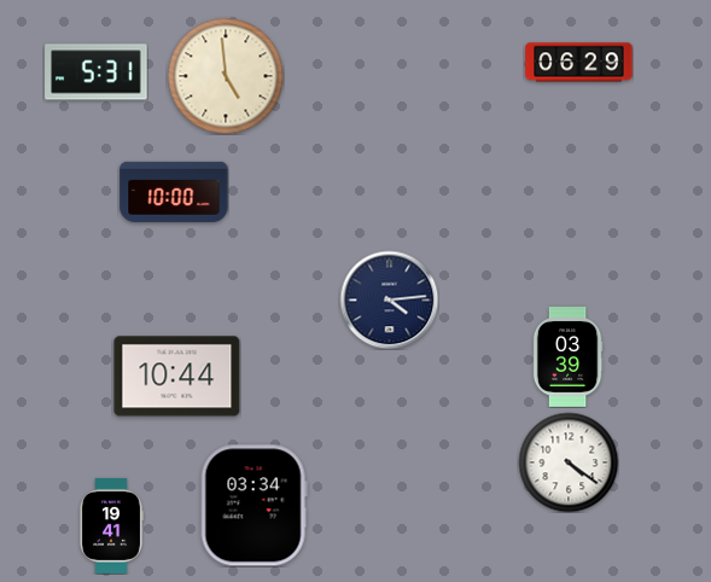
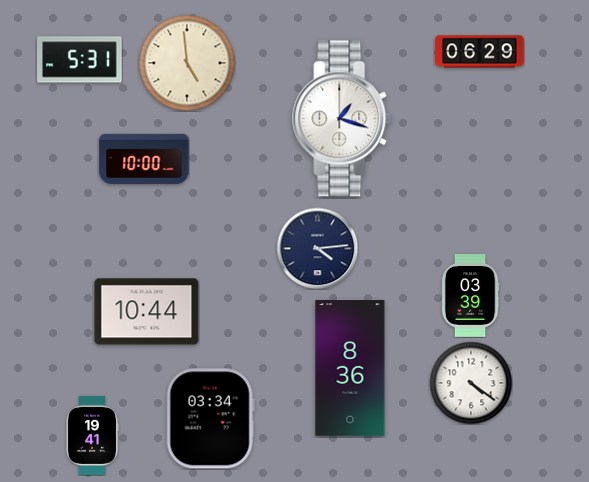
clock at (342, 119): none -> 1:18
clock at (389, 299) position: (389, 299) -> (317, 248)
clock at (350, 368): none -> 8:36
